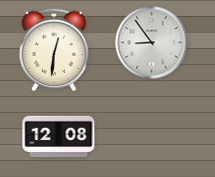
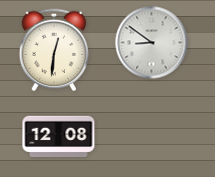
clock at (152, 43): 8:54 -> 8:51
